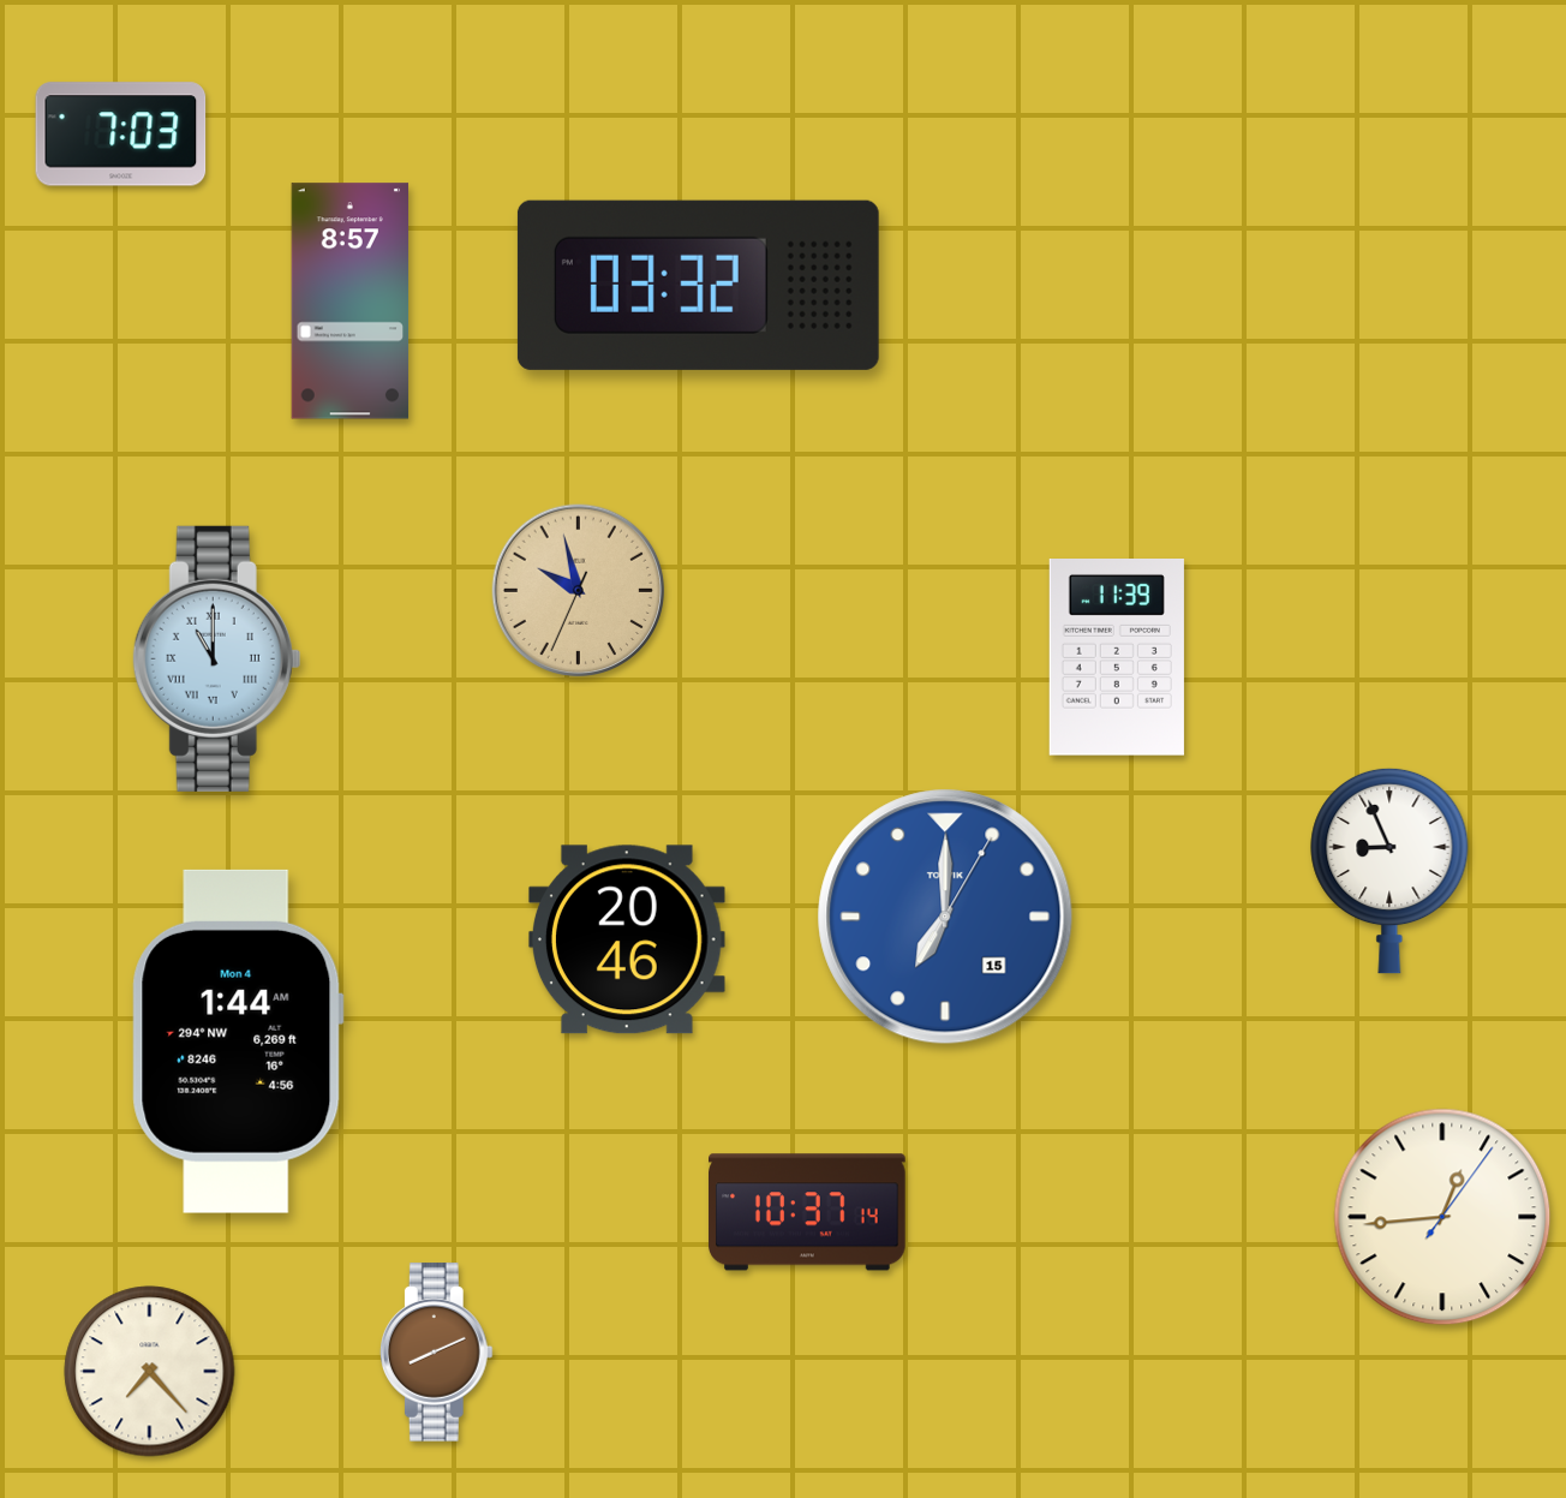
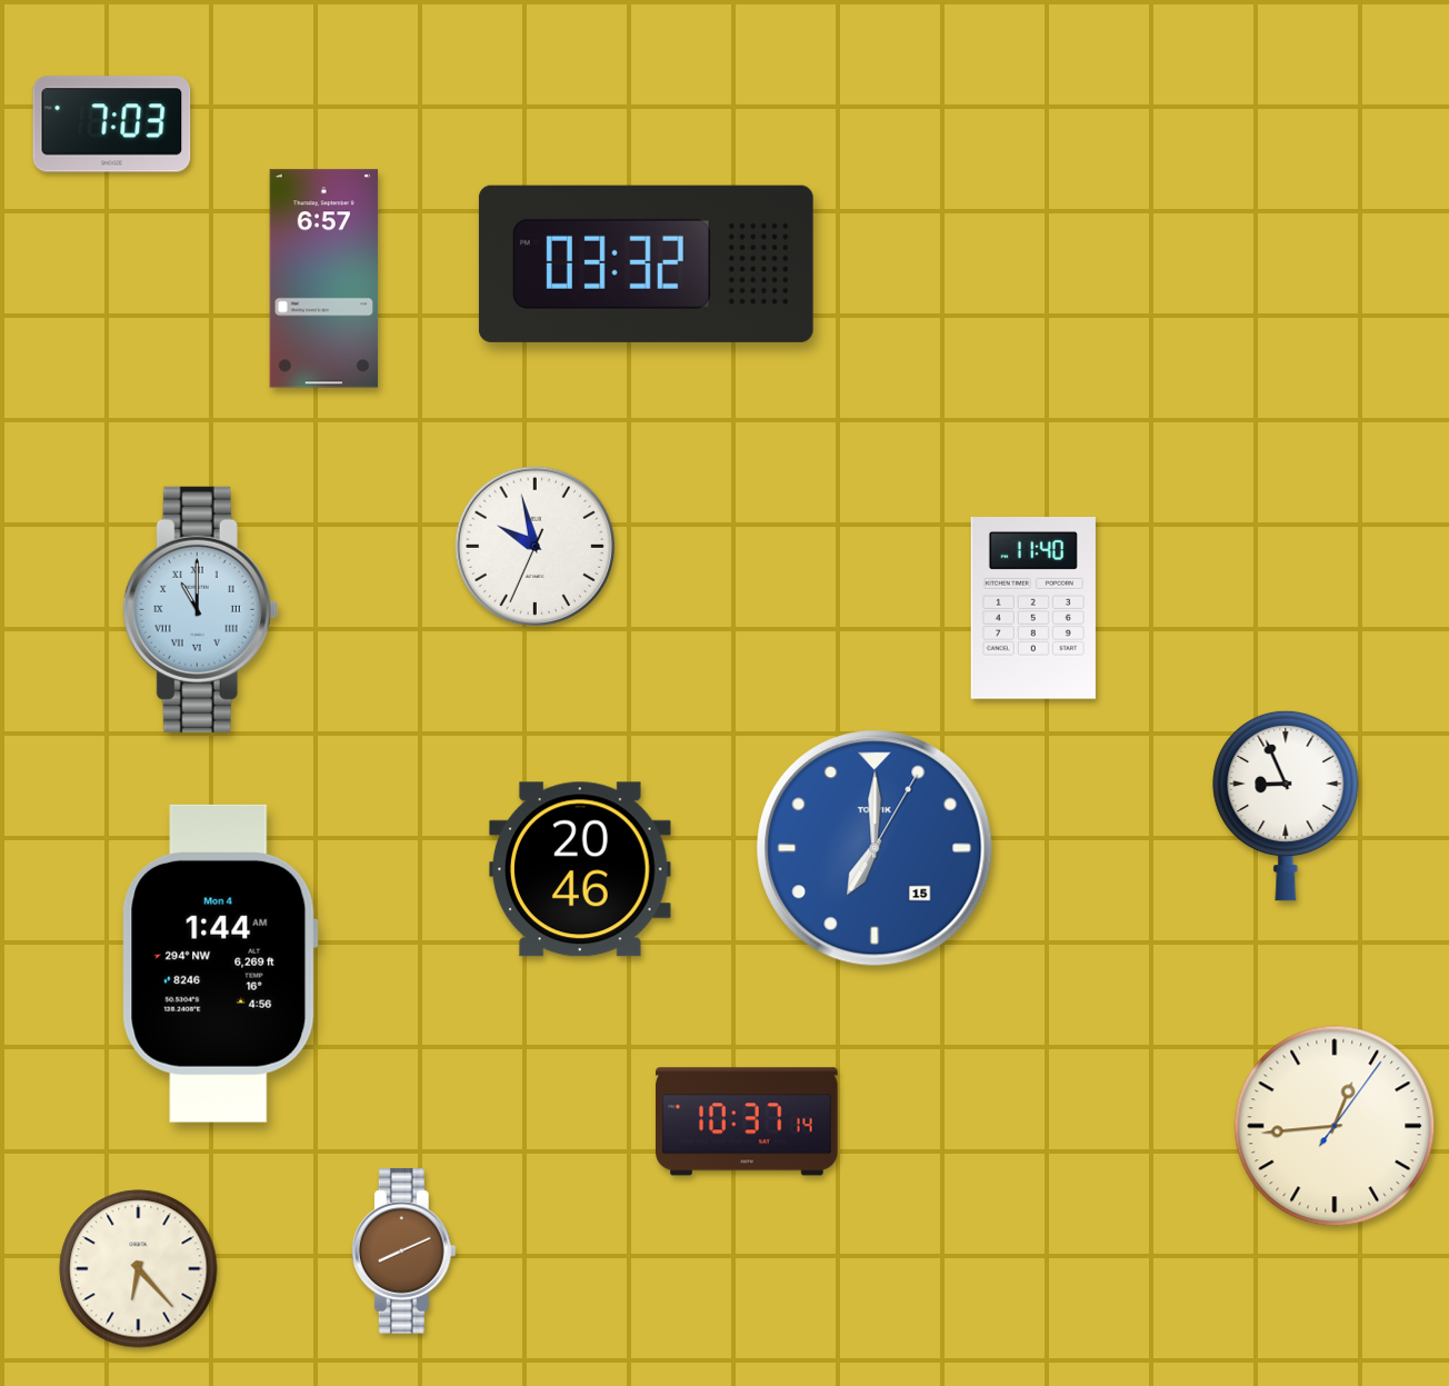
clock at (351, 302): 8:57 -> 6:57
clock at (579, 591) dial: champagne -> white
clock at (1117, 658): 11:39 -> 11:40
clock at (150, 1372): 7:23 -> 6:23
